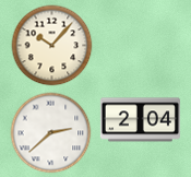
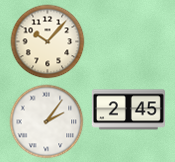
clock at (140, 120): 2:04 -> 2:45
clock at (51, 133): 2:38 -> 2:06
